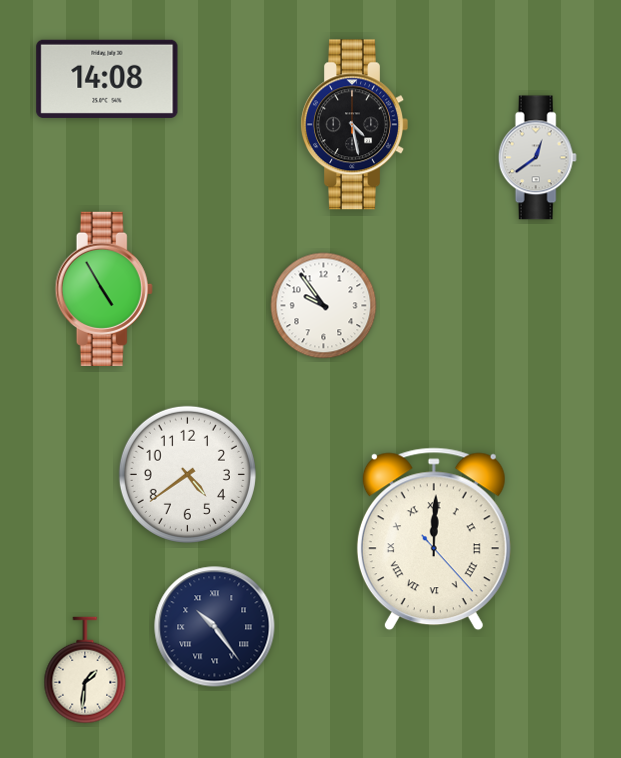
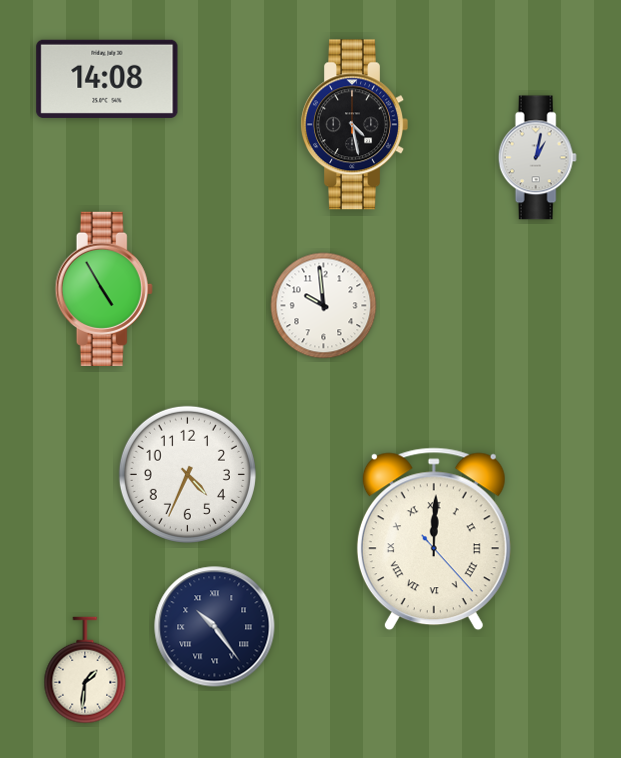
clock at (537, 158): 12:39 -> 1:02
clock at (324, 306): 9:54 -> 9:59
clock at (187, 474): 4:39 -> 4:34
